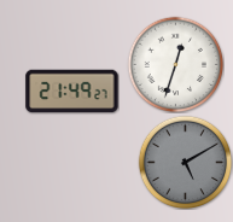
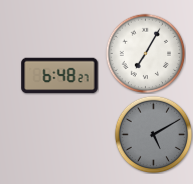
clock at (175, 64): 12:33 -> 7:05
clock at (72, 92): 21:49 -> 6:48
